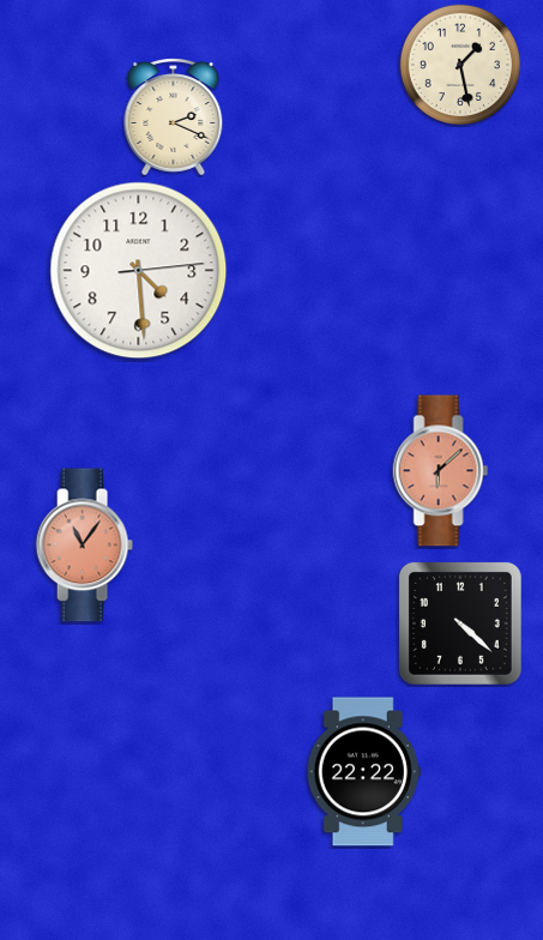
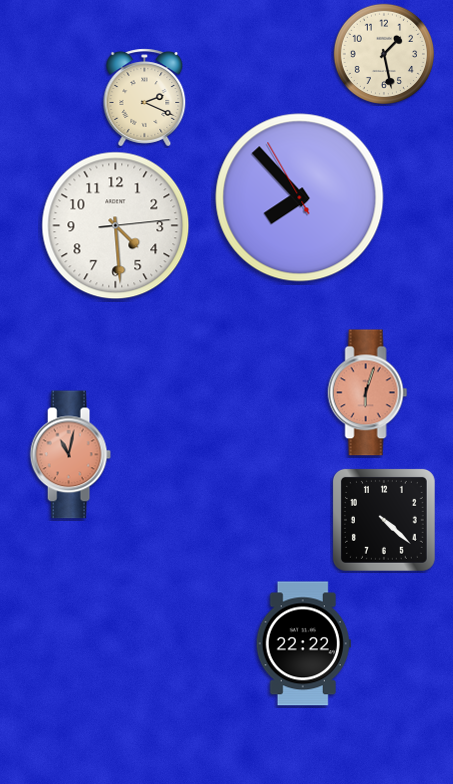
clock at (300, 198): none -> 7:52
clock at (441, 471): 6:08 -> 6:03
clock at (84, 546): 11:06 -> 11:02
